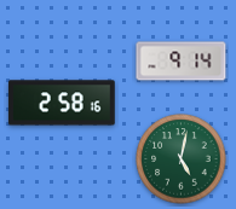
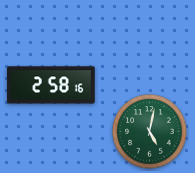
clock at (182, 62): 9:14 -> none
